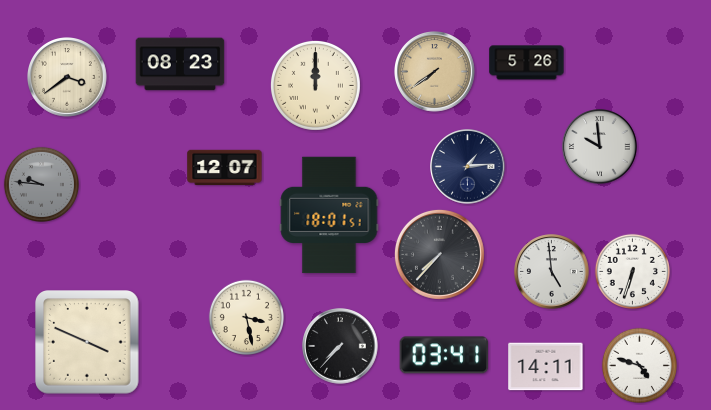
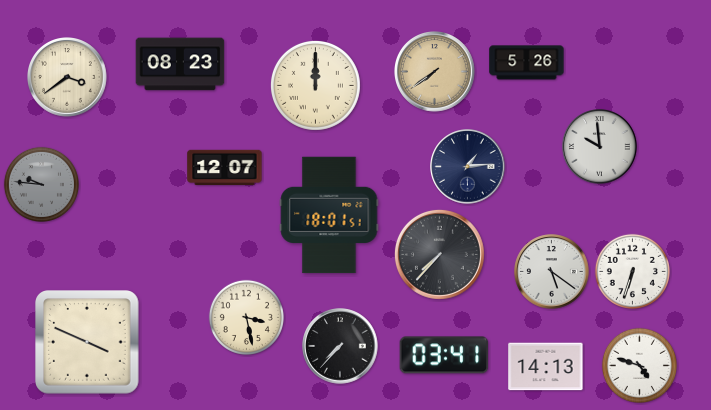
clock at (552, 272): 4:59 -> 5:21
clock at (546, 367): 14:11 -> 14:13
